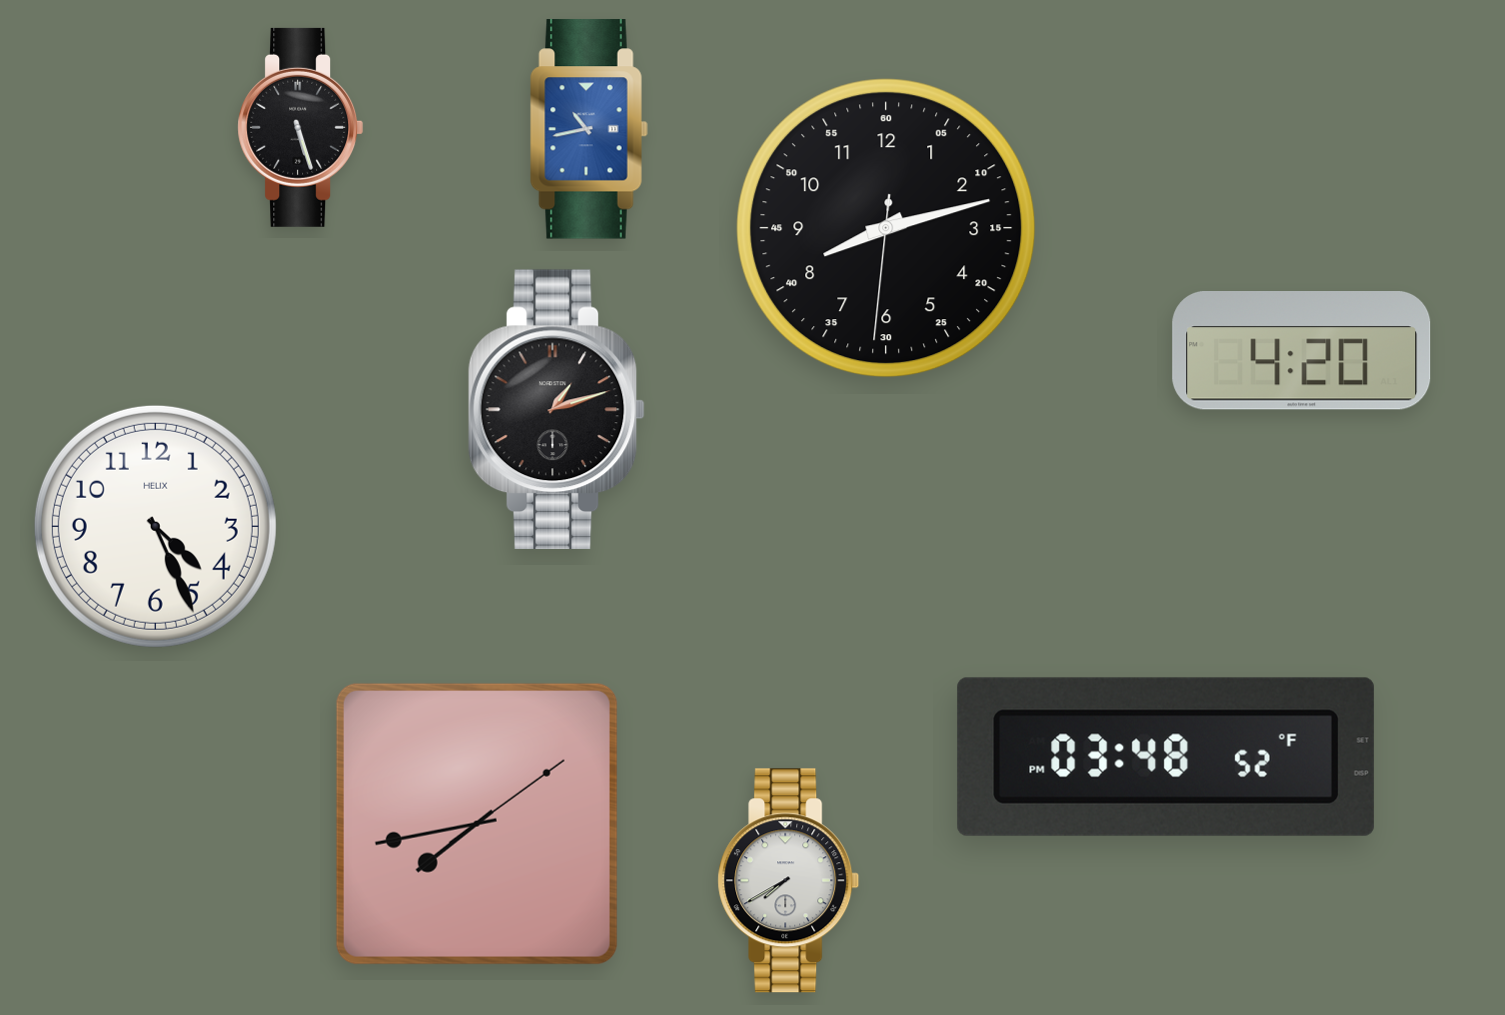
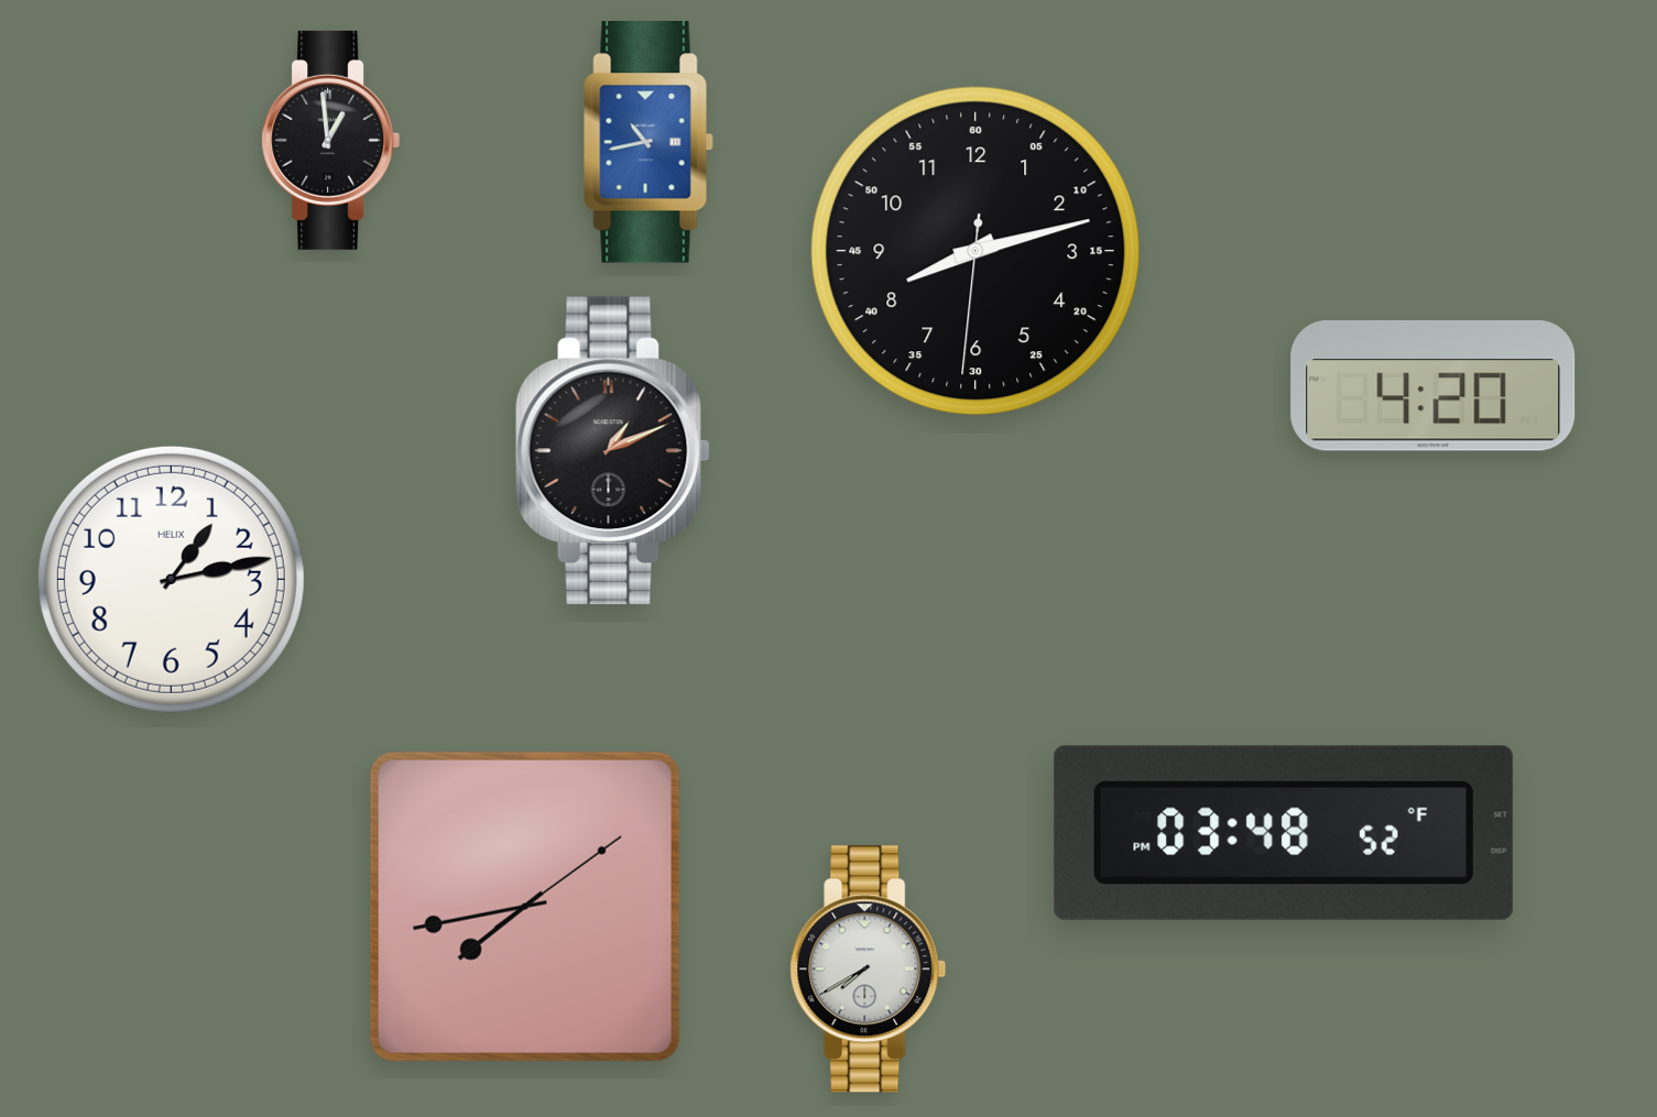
clock at (301, 127): 5:27 -> 12:59
clock at (556, 409): 1:12 -> 1:11
clock at (155, 526): 4:26 -> 1:13
